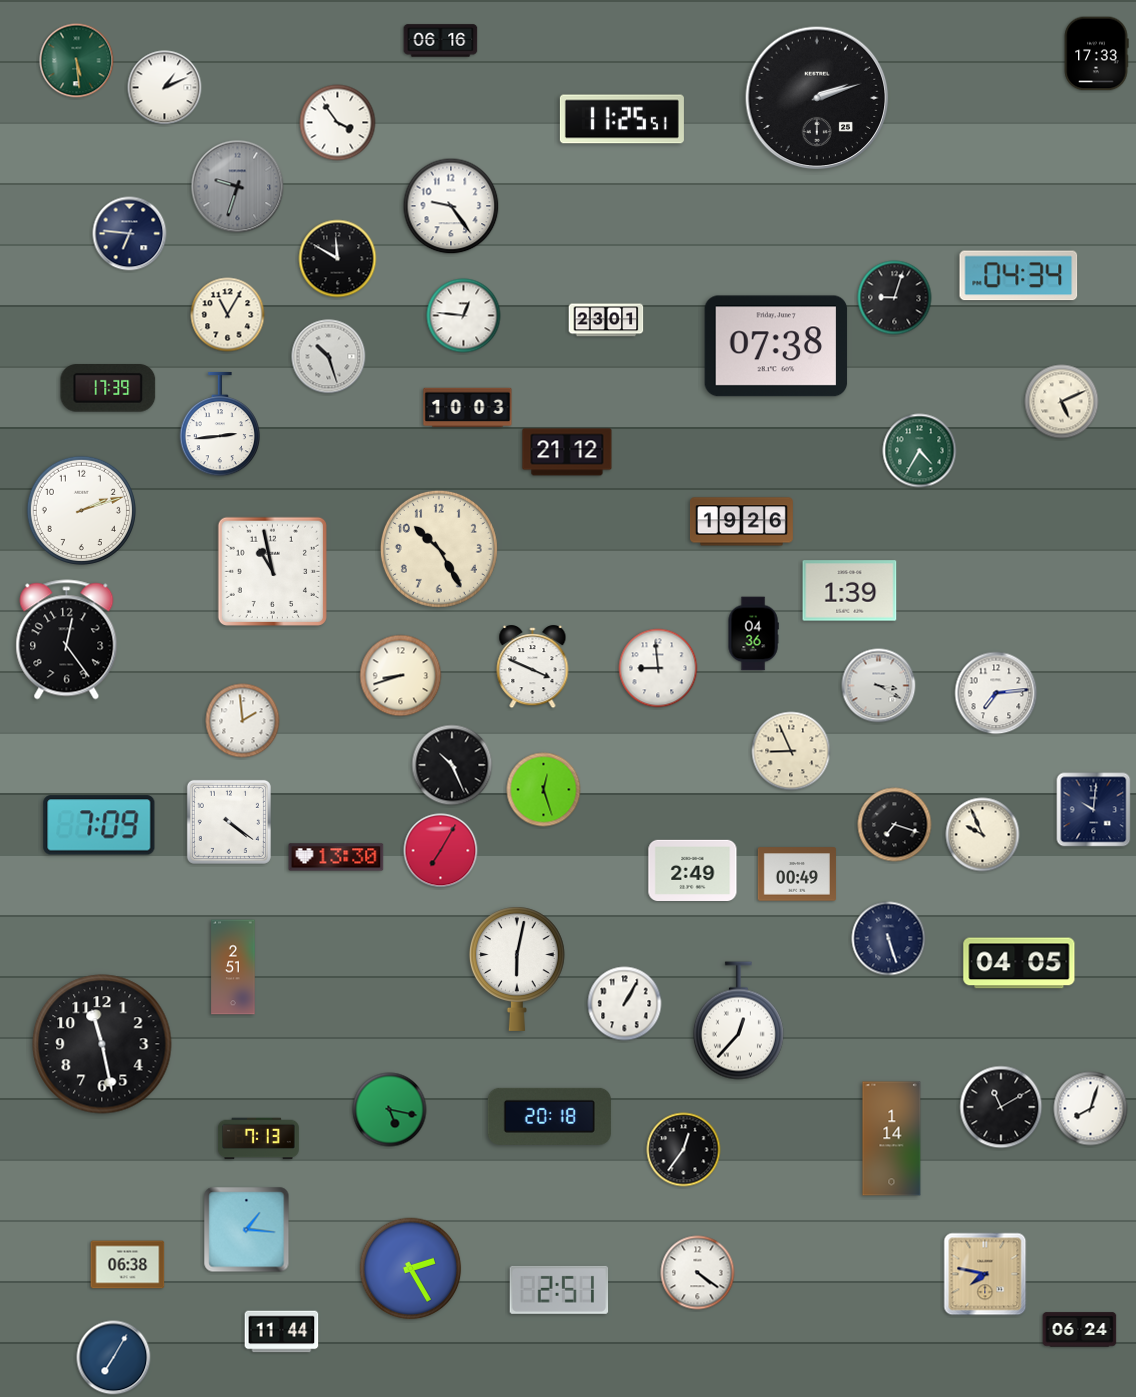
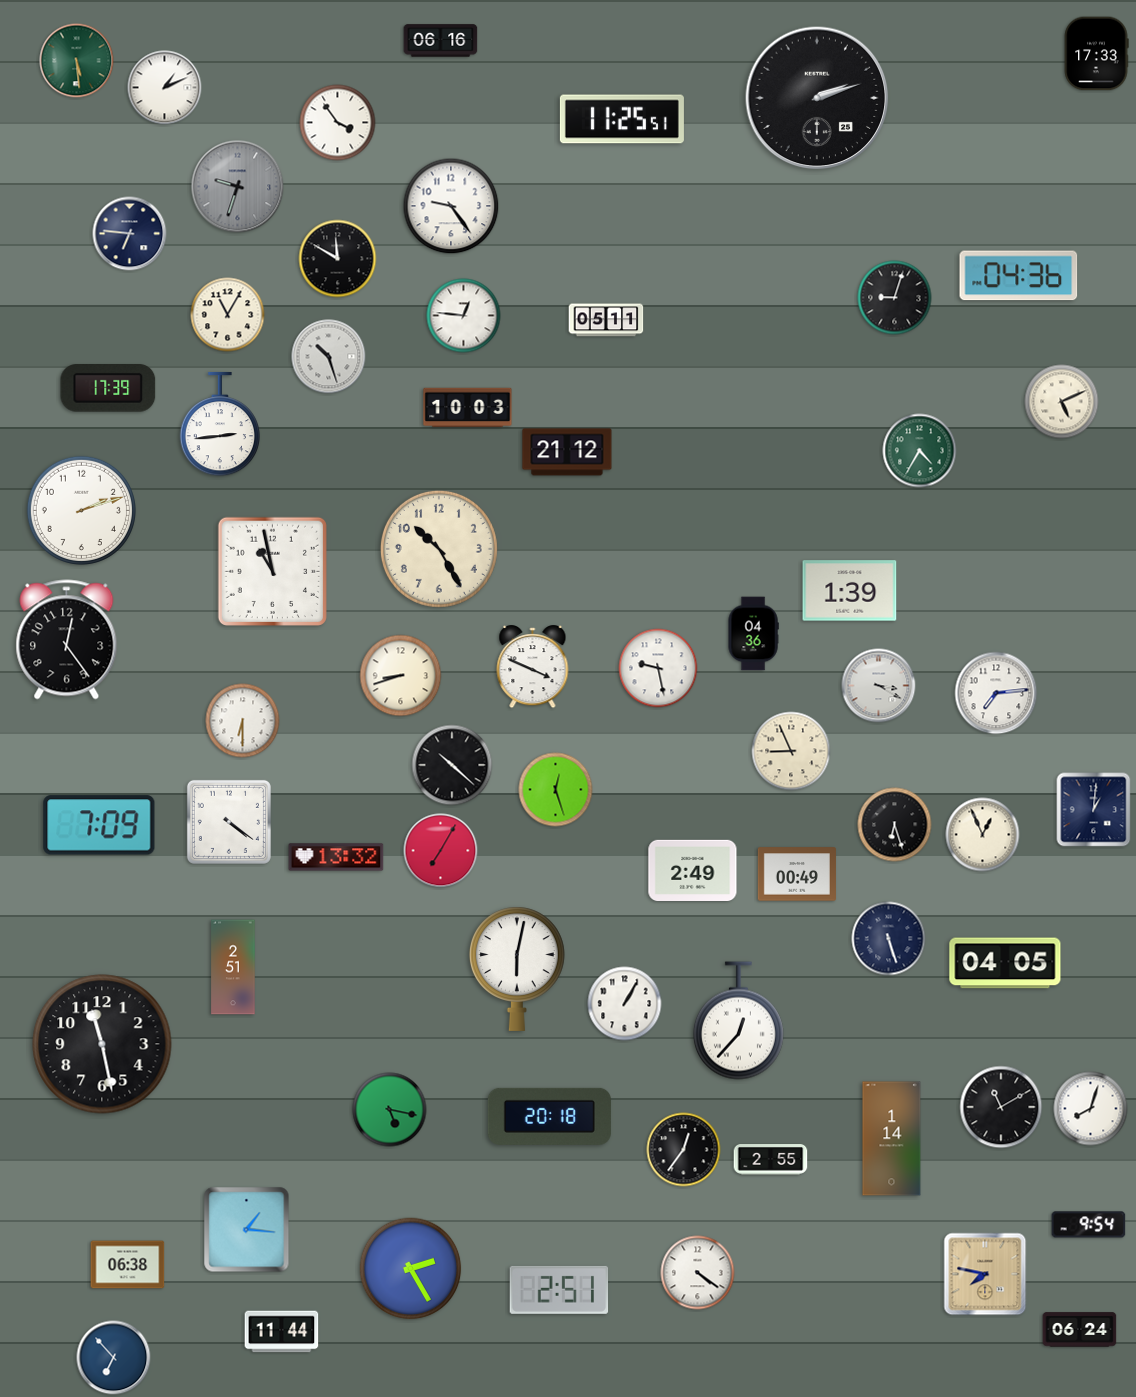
clock at (1019, 276): 04:34 -> 04:36
clock at (606, 320): 23:01 -> 05:11
clock at (776, 346): 07:38 -> none
clock at (741, 522): 19:26 -> none
clock at (658, 668): 8:59 -> 9:28
clock at (243, 721): 1:59 -> 6:30
clock at (452, 765): 10:26 -> 10:22
clock at (544, 790) position: (544, 790) -> (556, 790)
clock at (1094, 810): 10:01 -> 1:01
clock at (895, 825): 7:18 -> 6:27
clock at (983, 835): 9:56 -> 12:56
clock at (336, 857): 13:30 -> 13:32
clock at (1019, 963) position: (1019, 963) -> (1005, 963)
clock at (259, 1139): 7:13 -> none
clock at (771, 1160): none -> 2:55
clock at (1089, 1225): none -> 9:54
clock at (114, 1358): 7:05 -> 6:53
